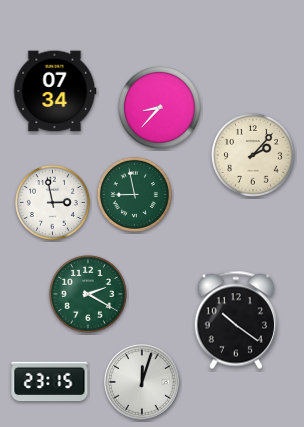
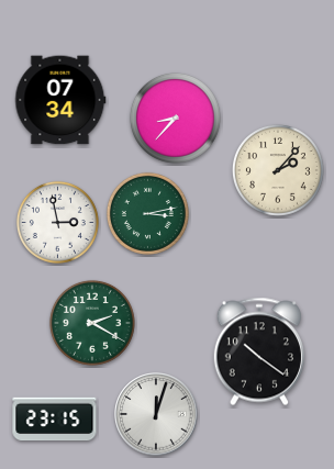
clock at (134, 194): 8:58 -> 3:13
clock at (88, 294) position: (88, 294) -> (92, 323)
clock at (142, 382) position: (142, 382) -> (156, 414)
